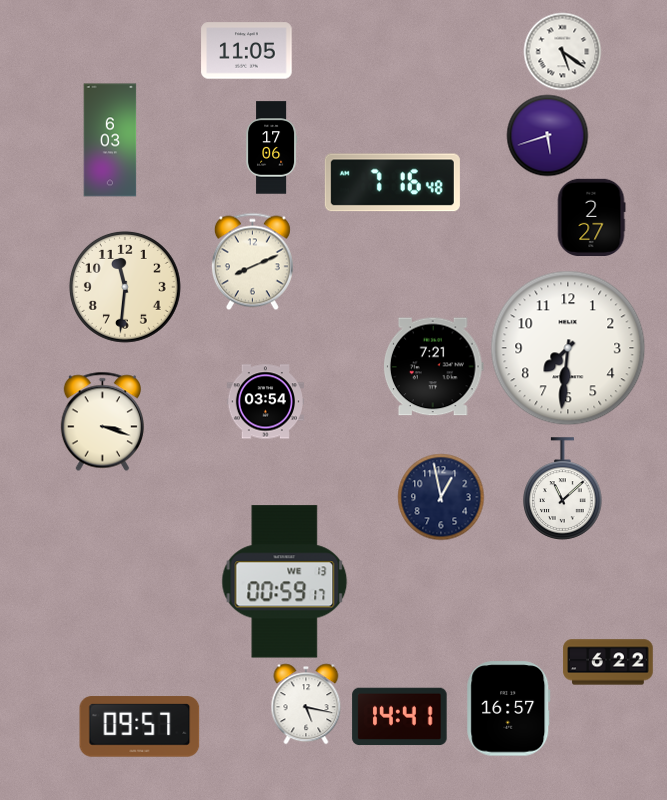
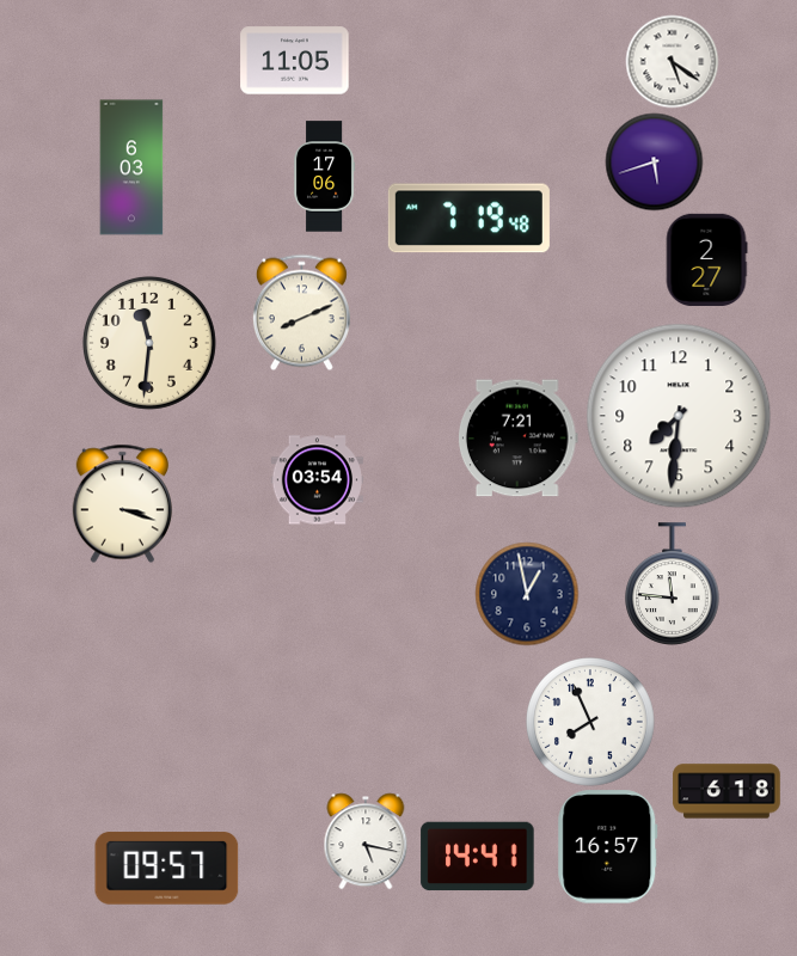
clock at (392, 183): 7:16 -> 7:19
clock at (563, 489): 11:08 -> 11:46
clock at (285, 582): 00:59 -> none
clock at (591, 723): none -> 7:56
clock at (608, 662): 6:22 -> 6:18
